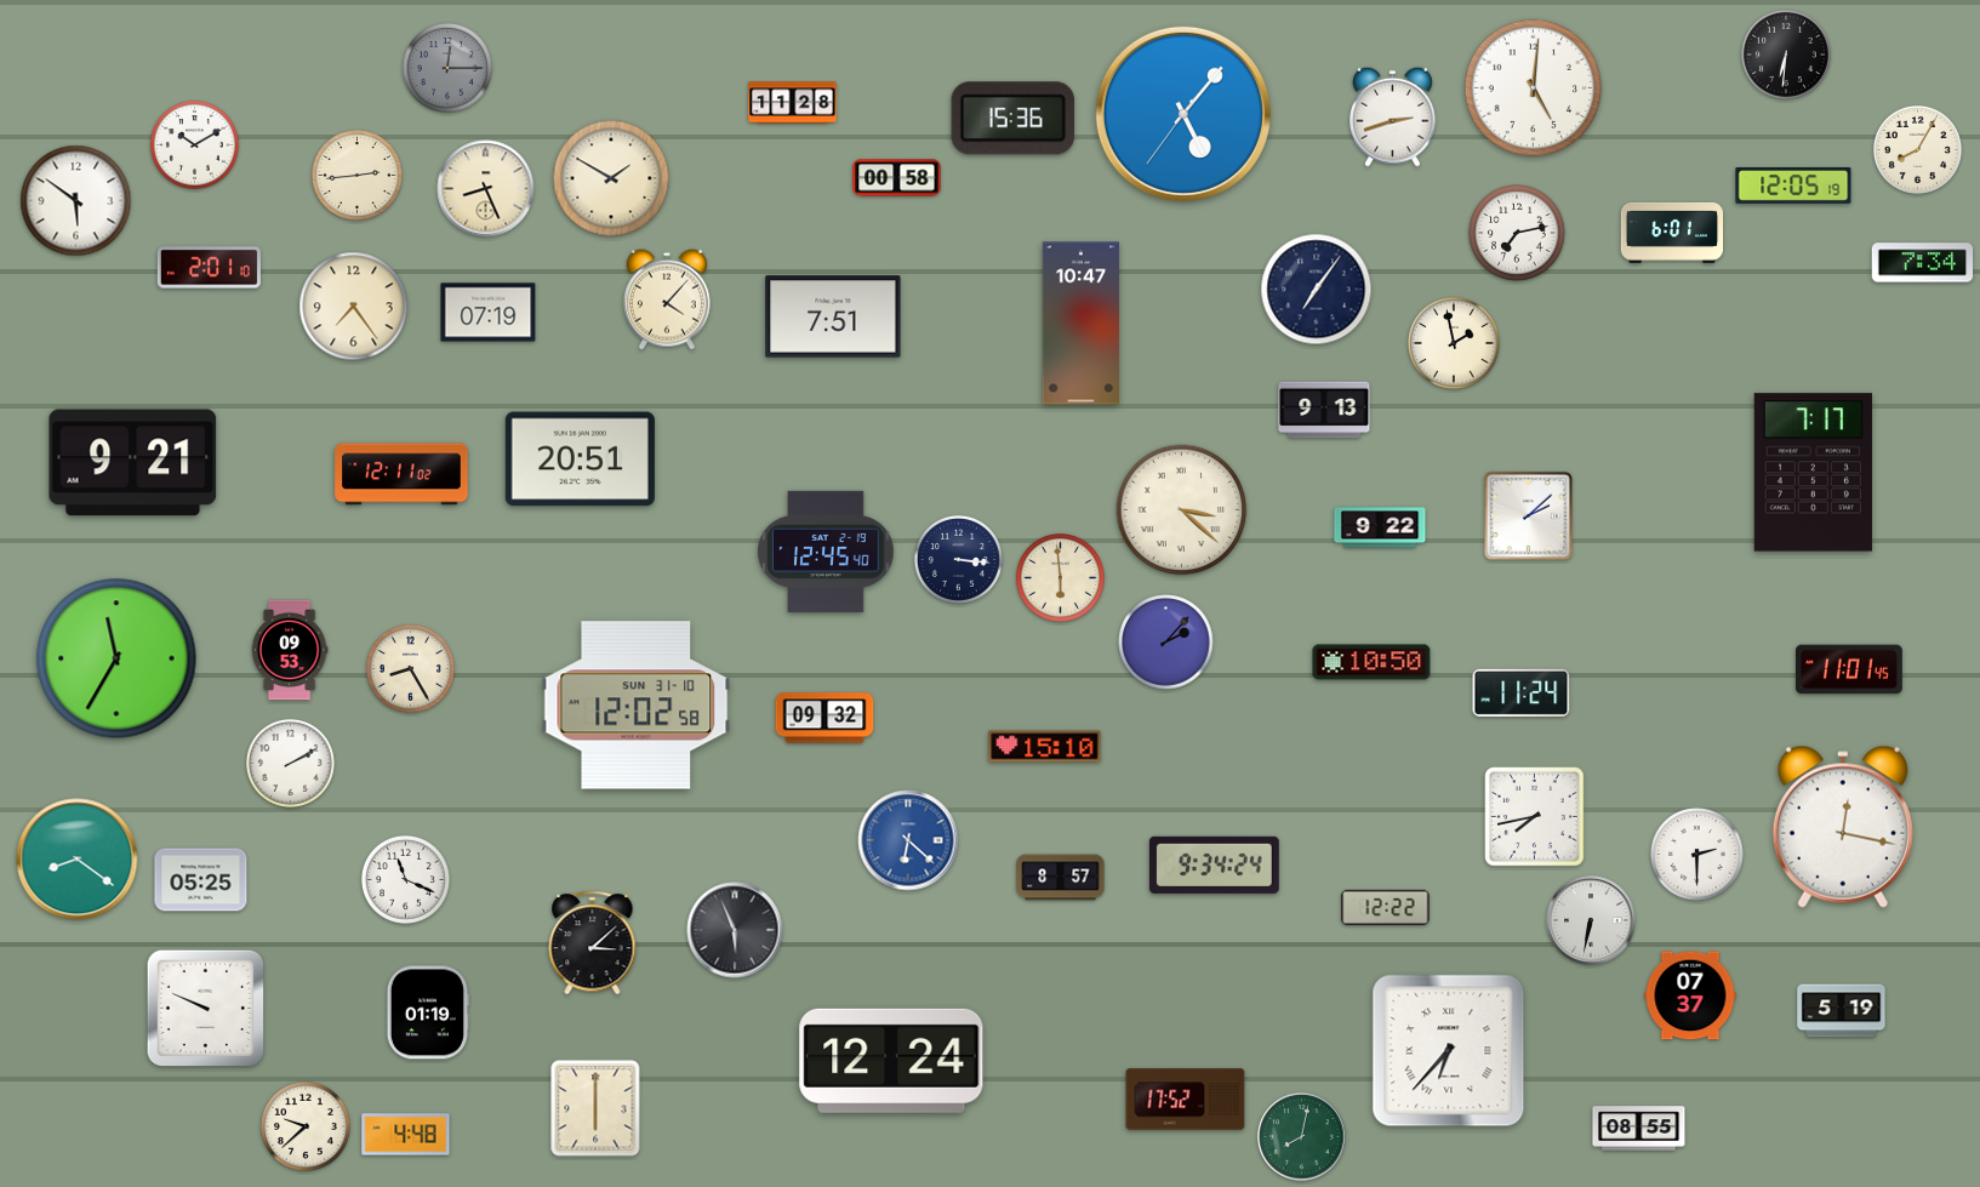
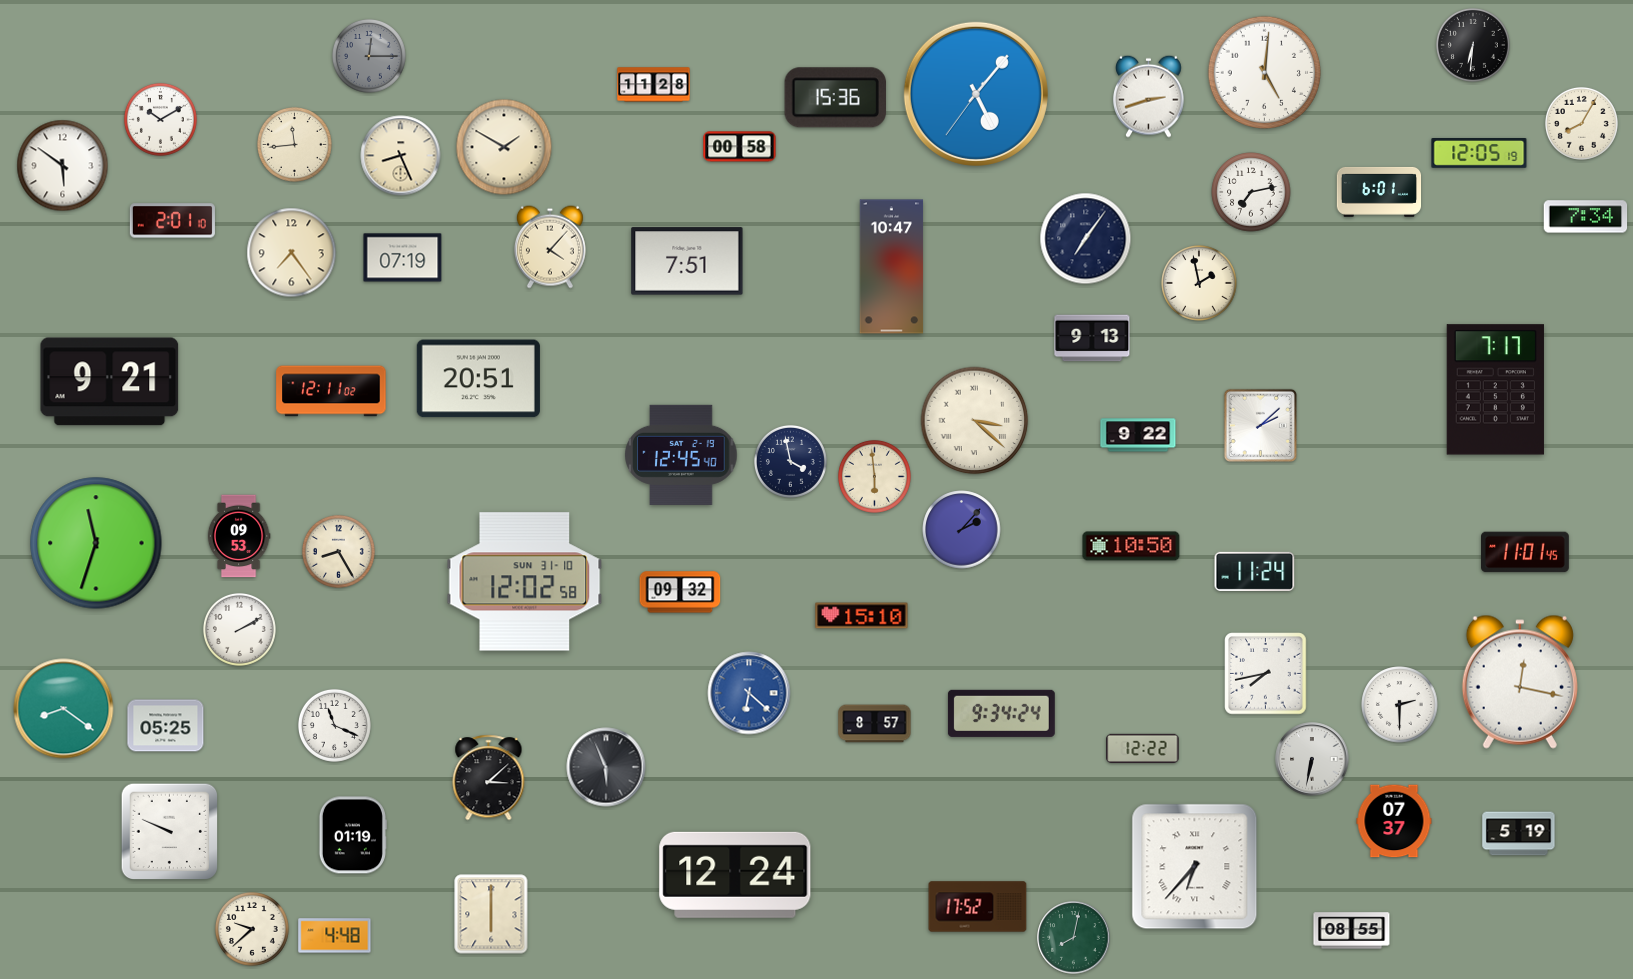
clock at (358, 176): 2:44 -> 11:44
clock at (958, 559): 3:16 -> 3:58
clock at (116, 658): 11:35 -> 11:33
